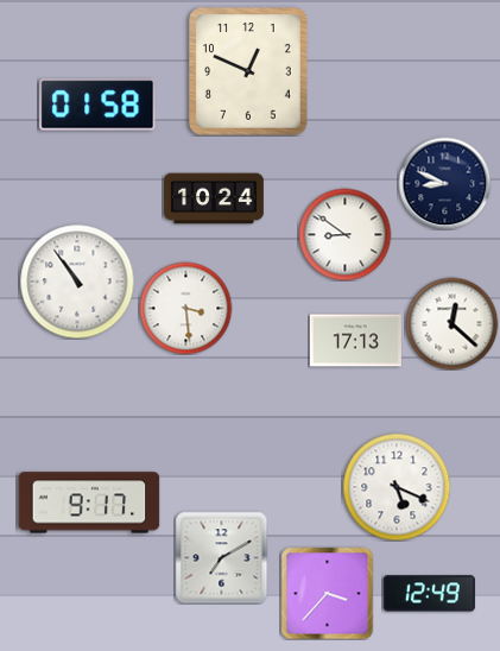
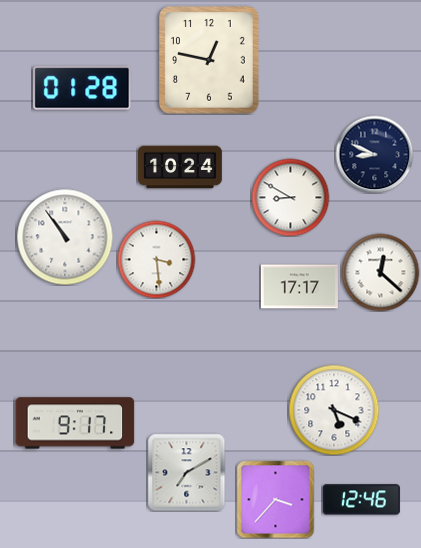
clock at (248, 71): 12:49 -> 12:47
clock at (97, 105): 01:58 -> 01:28
clock at (344, 234): 8:51 -> 8:50
clock at (355, 341): 17:13 -> 17:17
clock at (221, 557) position: (221, 557) -> (186, 472)
clock at (429, 594): 12:49 -> 12:46
